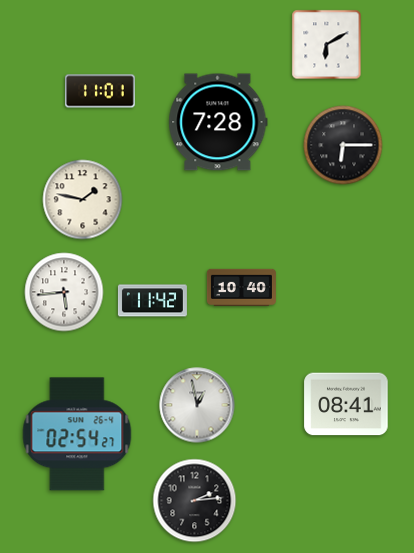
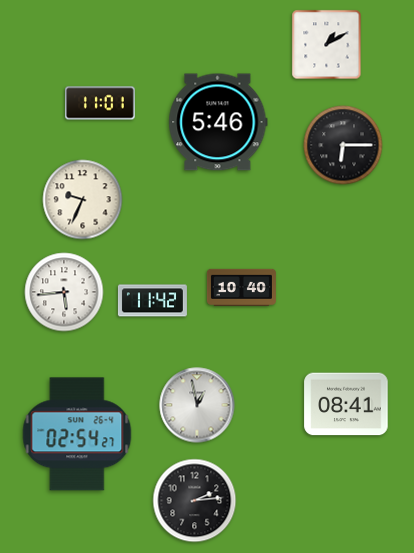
clock at (327, 45): 6:10 -> 1:10
clock at (101, 91) position: (101, 91) -> (101, 103)
clock at (218, 122): 7:28 -> 5:46
clock at (83, 200): 1:47 -> 9:34
